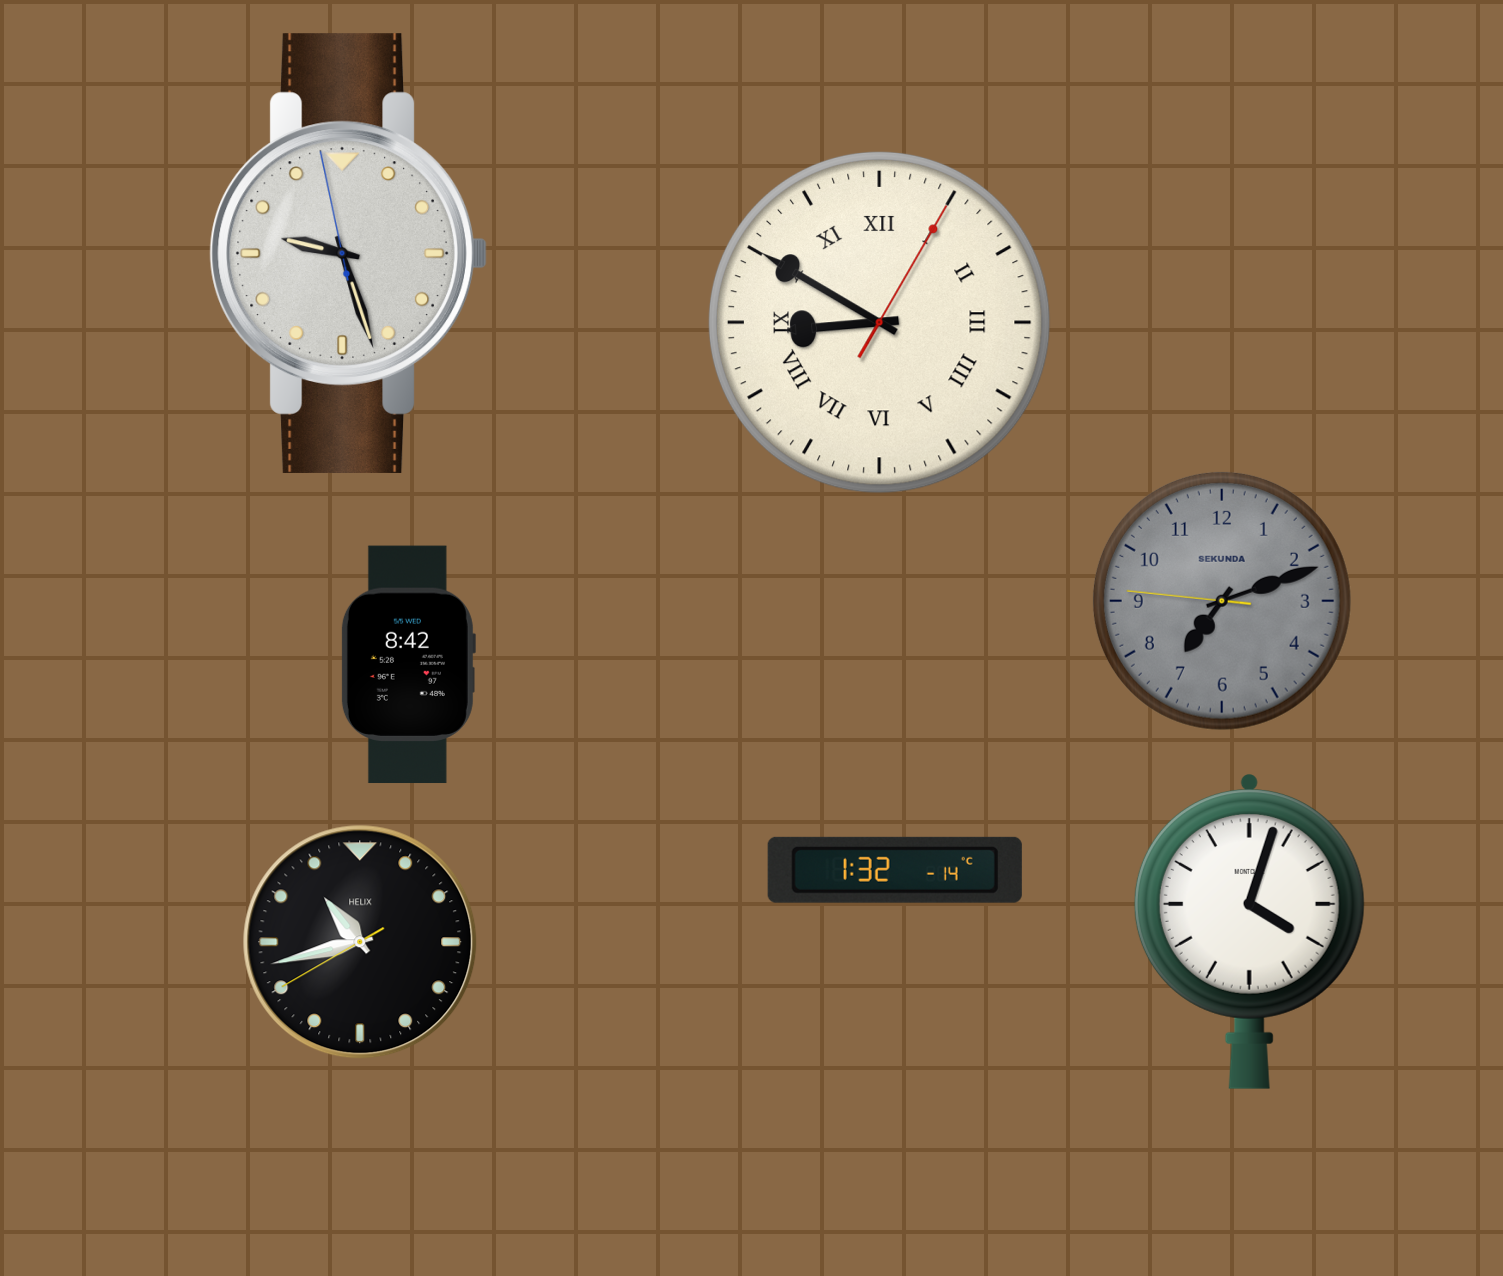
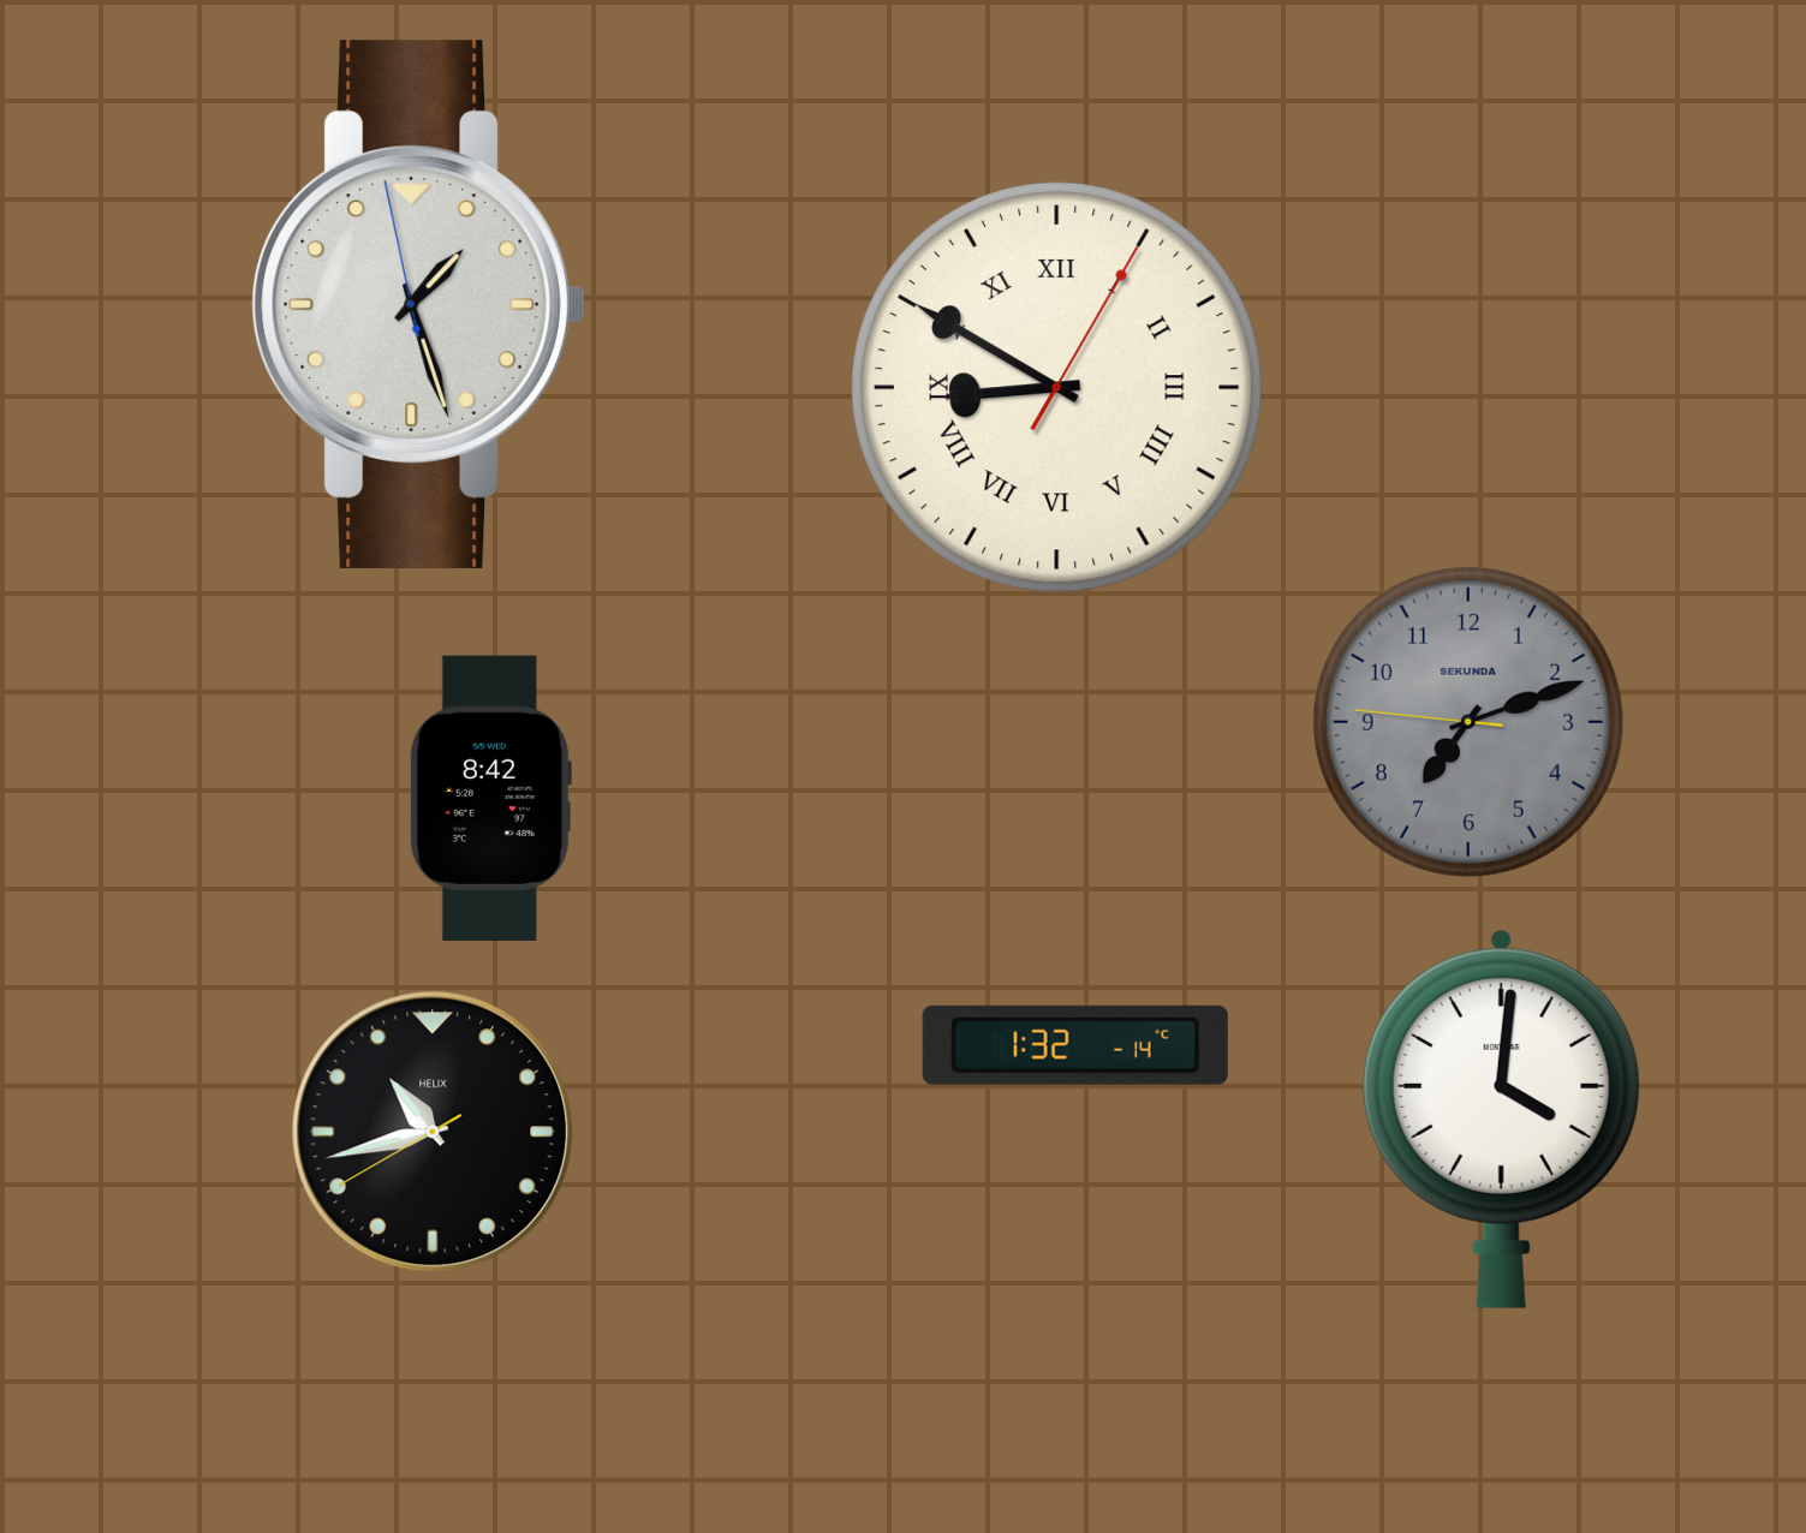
clock at (348, 253): 9:26 -> 1:26
clock at (1249, 931): 4:03 -> 4:01
